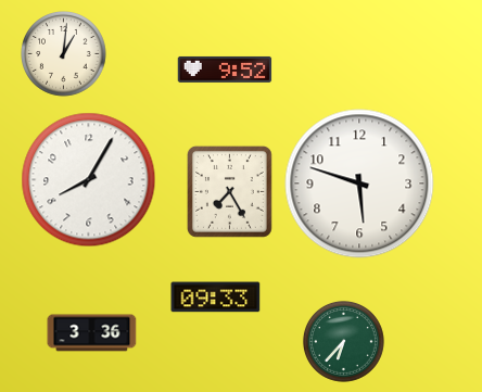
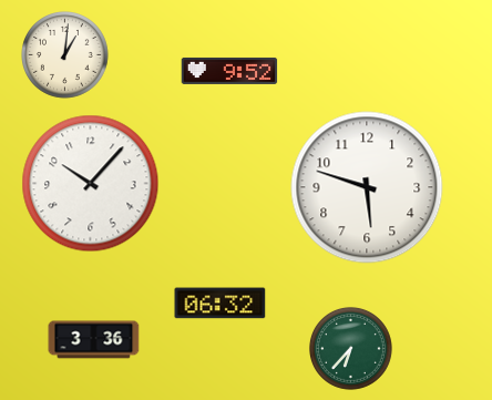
clock at (89, 180): 8:05 -> 10:07
clock at (229, 191): 7:25 -> none
clock at (216, 298): 09:33 -> 06:32
